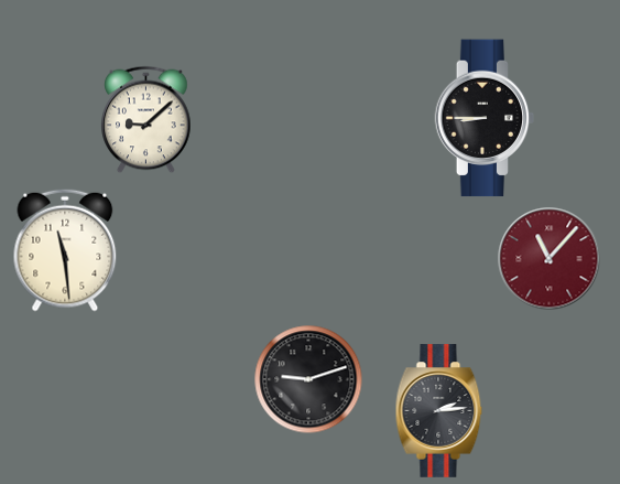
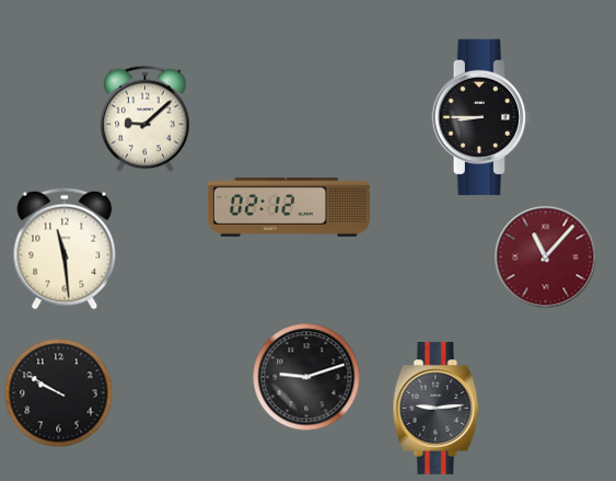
clock at (289, 207): none -> 02:12
clock at (59, 393): none -> 9:50
clock at (439, 411): 2:14 -> 9:14
